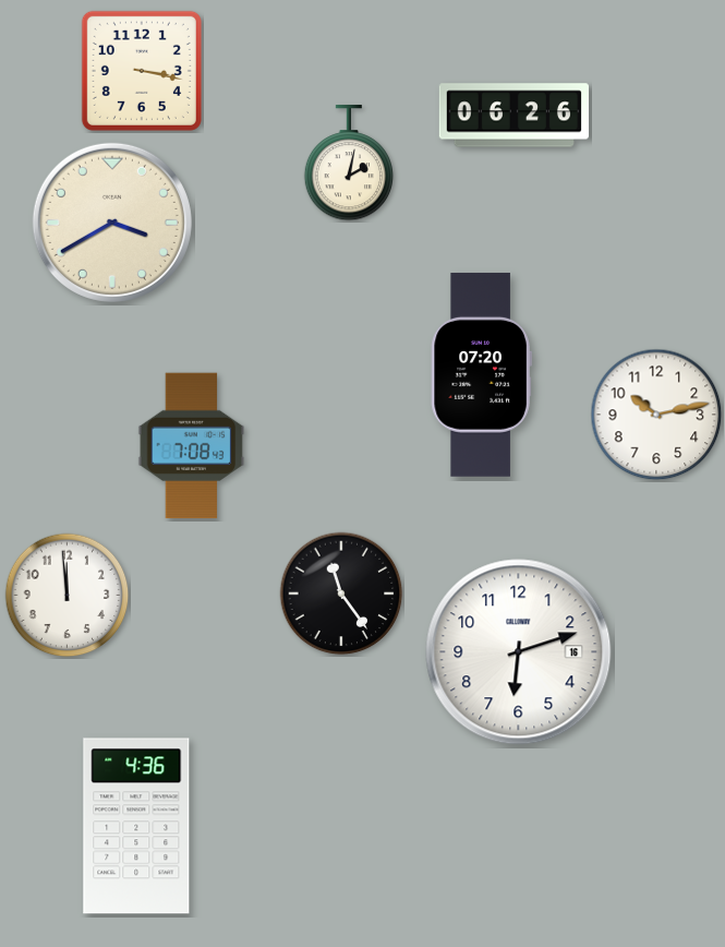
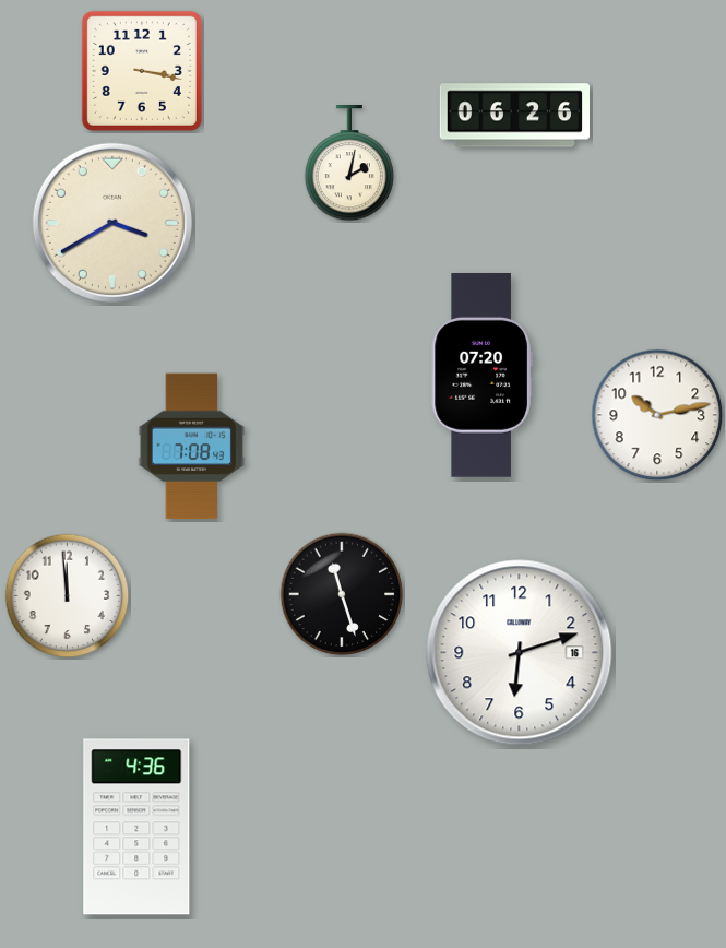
clock at (341, 594): 11:24 -> 11:27
